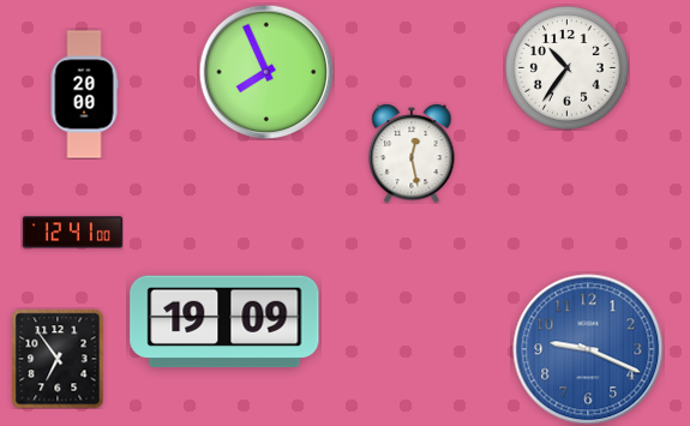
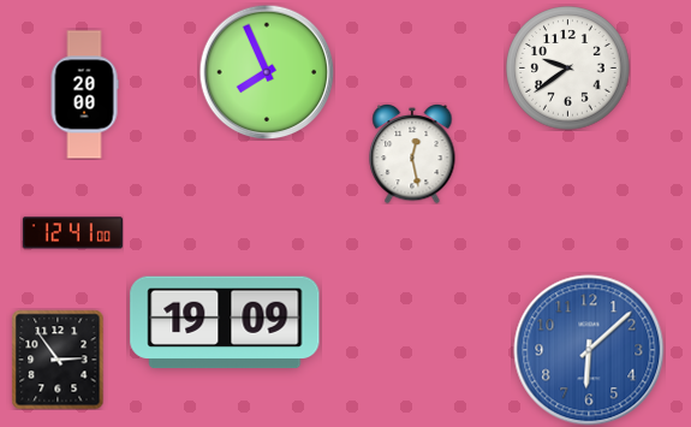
clock at (568, 68): 10:36 -> 9:39
clock at (588, 349): 9:19 -> 6:08
clock at (58, 359): 6:54 -> 2:54
